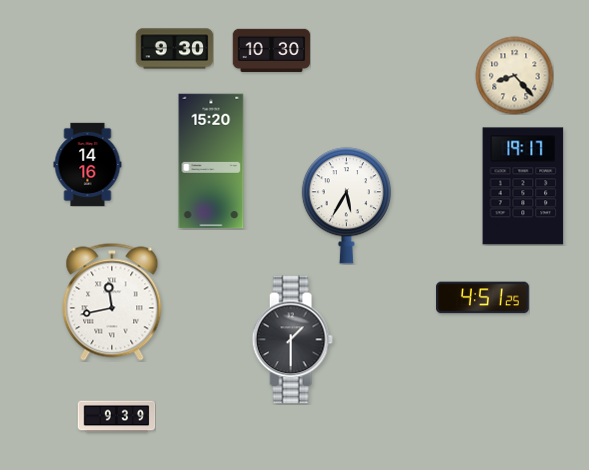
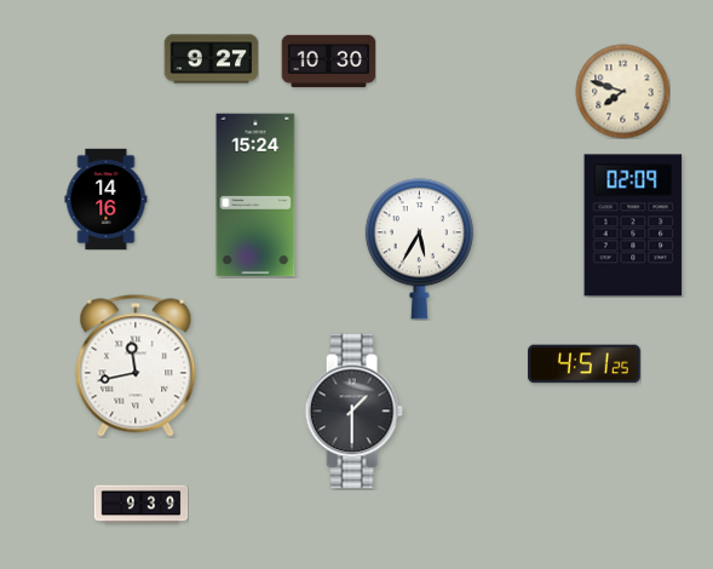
clock at (174, 49): 9:30 -> 9:27
clock at (514, 75): 8:23 -> 7:48
clock at (211, 161): 15:20 -> 15:24
clock at (523, 186): 19:17 -> 02:09
clock at (483, 298) position: (483, 298) -> (585, 364)
